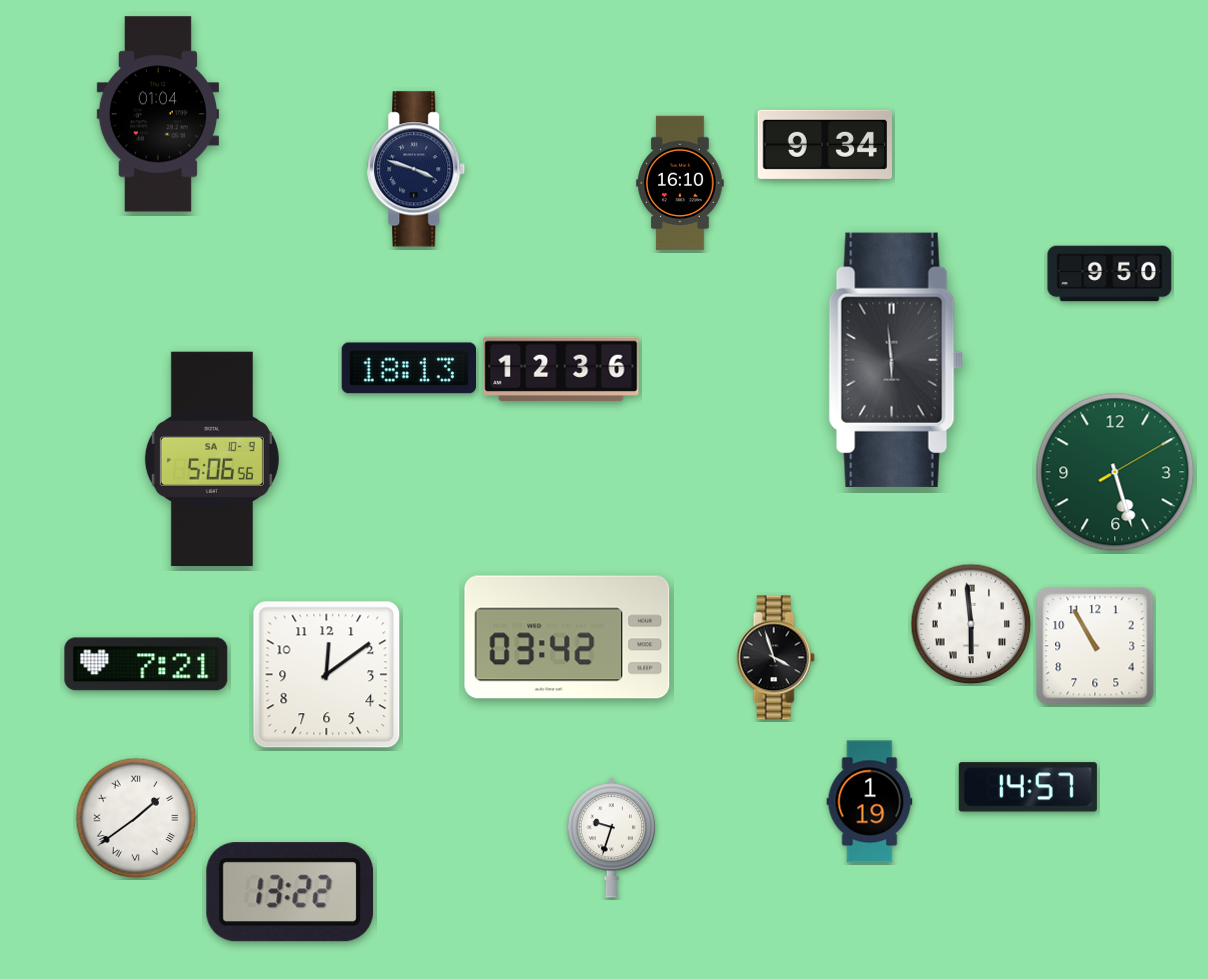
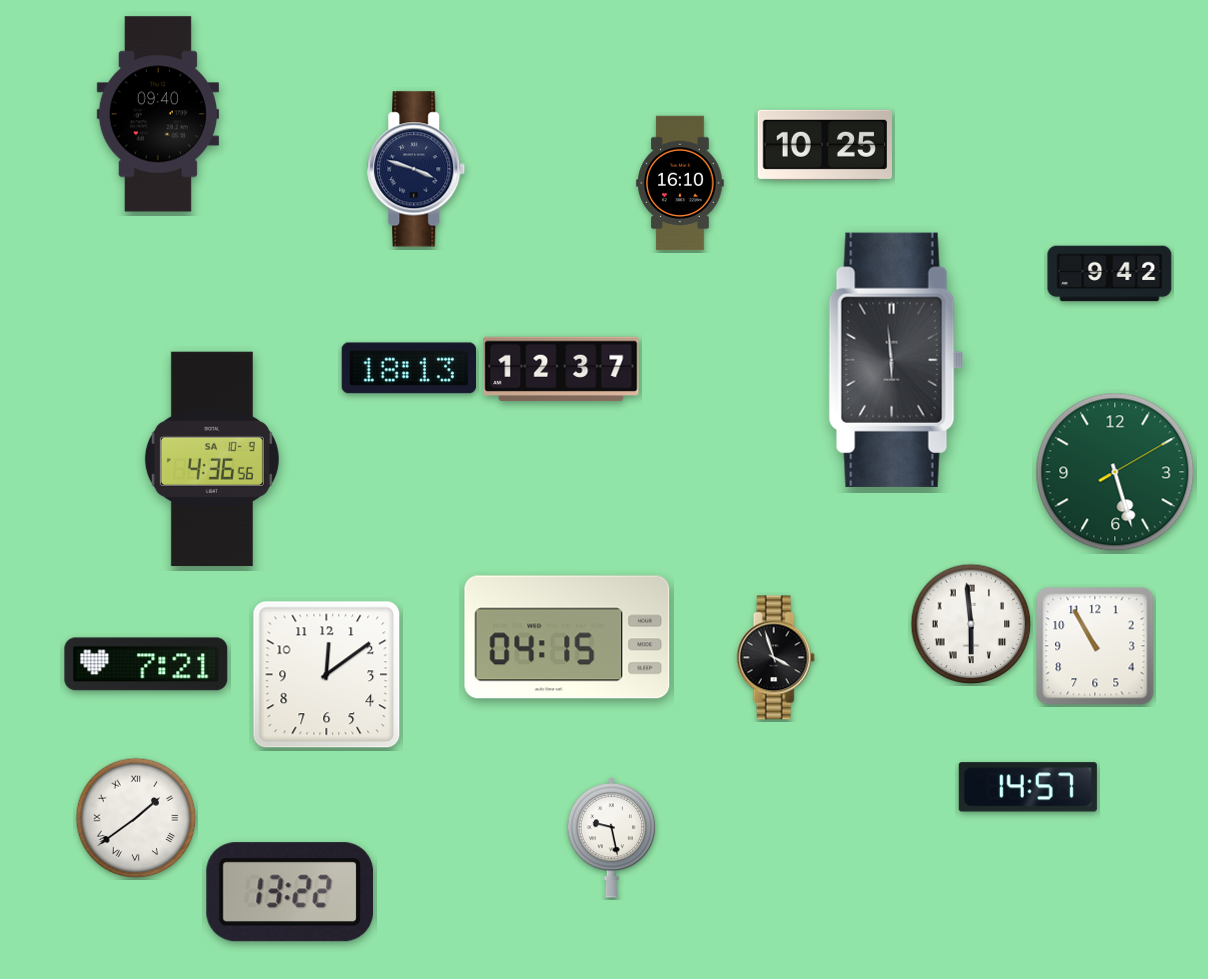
clock at (158, 114): 01:04 -> 09:40
clock at (825, 145): 9:34 -> 10:25
clock at (1110, 274): 9:50 -> 9:42
clock at (561, 369): 12:36 -> 12:37
clock at (212, 459): 5:06 -> 4:36
clock at (567, 637): 03:42 -> 04:15
clock at (870, 802): 1:19 -> none
clock at (612, 837): 9:33 -> 9:28
